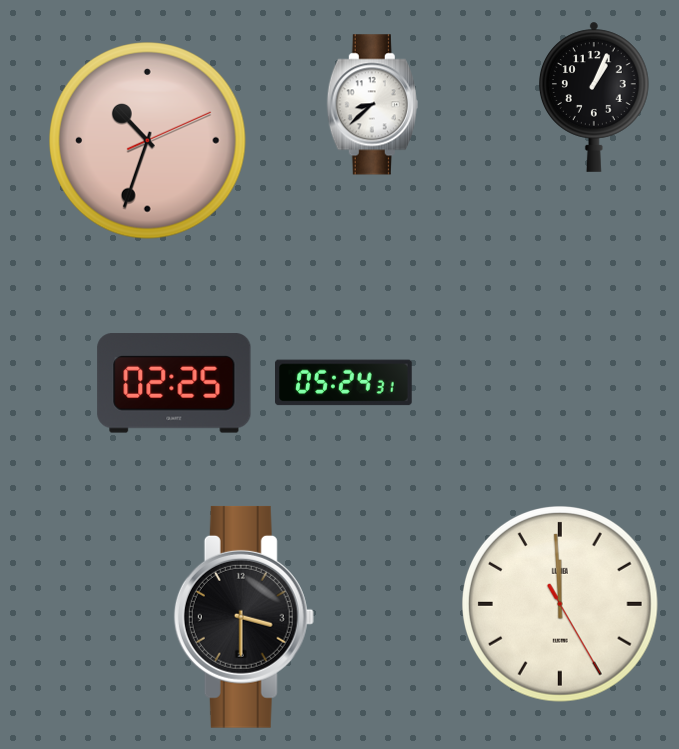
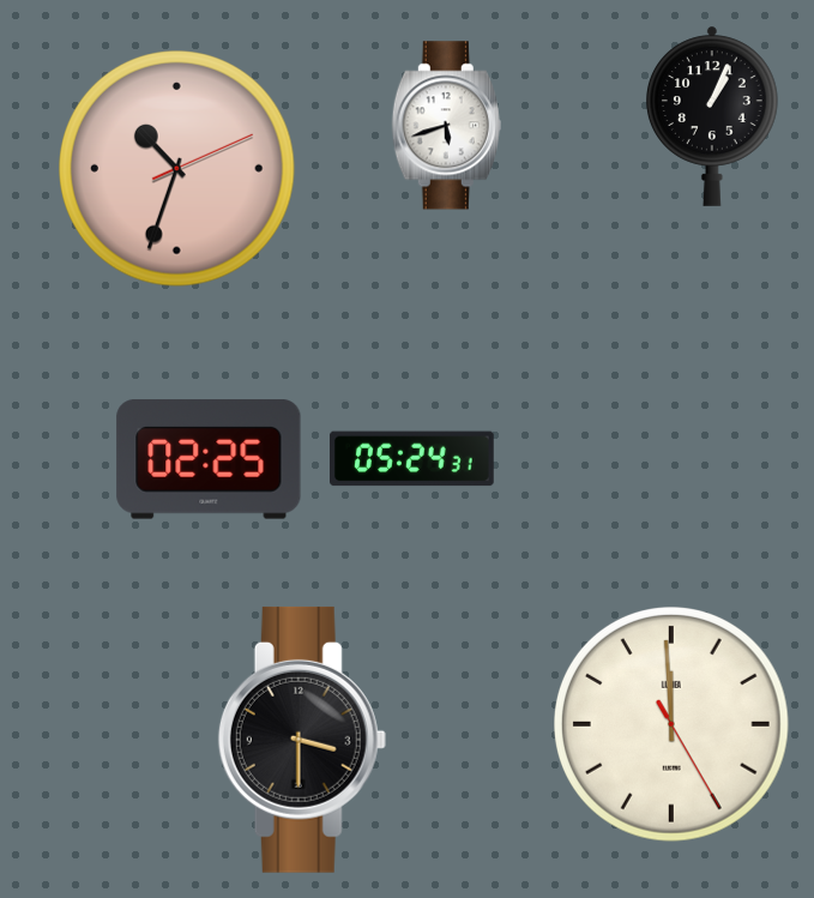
clock at (372, 105): 8:38 -> 5:42
clock at (244, 617) position: (244, 617) -> (302, 740)
